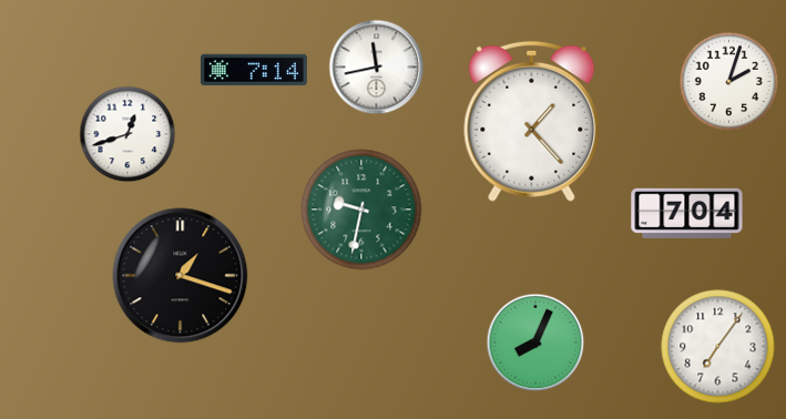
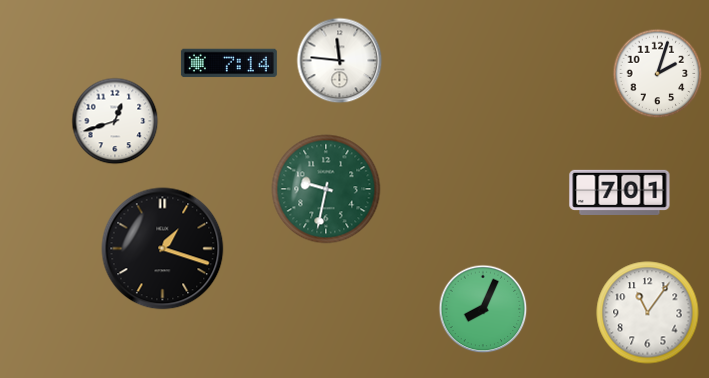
clock at (377, 68): 11:43 -> 11:46
clock at (532, 121): 1:23 -> none
clock at (687, 213): 7:04 -> 7:01
clock at (718, 347): 7:06 -> 11:06
